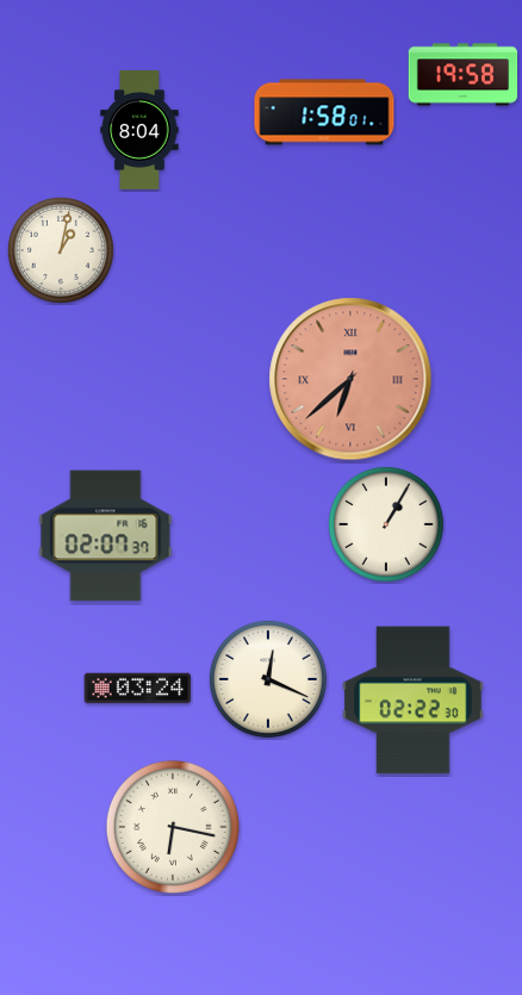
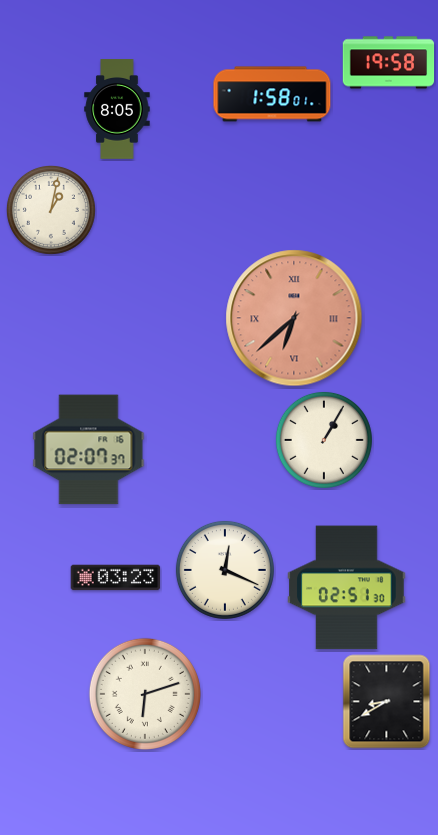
clock at (139, 130): 8:04 -> 8:05
clock at (138, 689): 03:24 -> 03:23
clock at (414, 701): 02:22 -> 02:51
clock at (173, 827): 6:17 -> 6:12
clock at (387, 702): none -> 8:40
